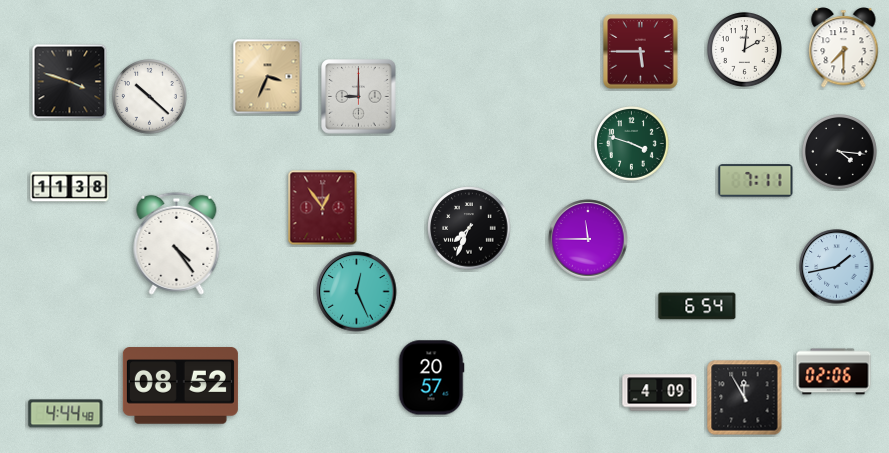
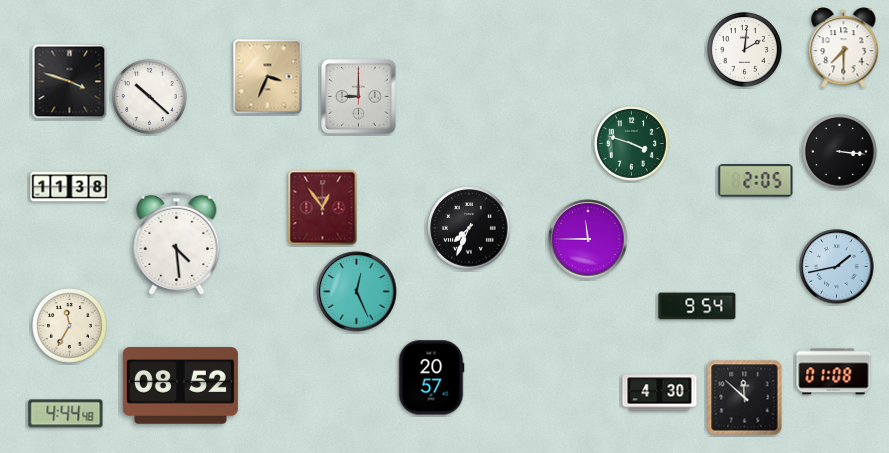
clock at (641, 52): 5:45 -> none
clock at (840, 152): 4:16 -> 3:16
clock at (756, 181): 7:11 -> 2:05
clock at (177, 243): 4:24 -> 4:29
clock at (697, 306): 6:54 -> 9:54
clock at (70, 326): none -> 11:35
clock at (834, 372): 02:06 -> 01:08
clock at (660, 393): 4:09 -> 4:30
clock at (745, 398): 11:55 -> 11:52
